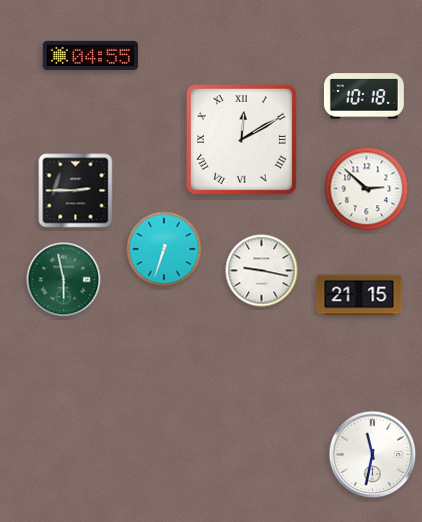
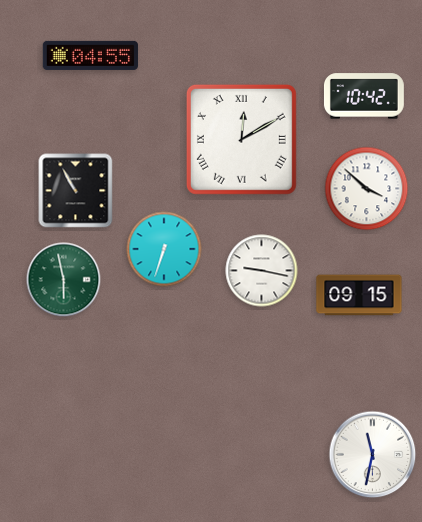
clock at (364, 96): 10:18 -> 10:42
clock at (367, 189): 2:52 -> 3:52
clock at (76, 191): 2:45 -> 10:55
clock at (359, 295): 21:15 -> 09:15
